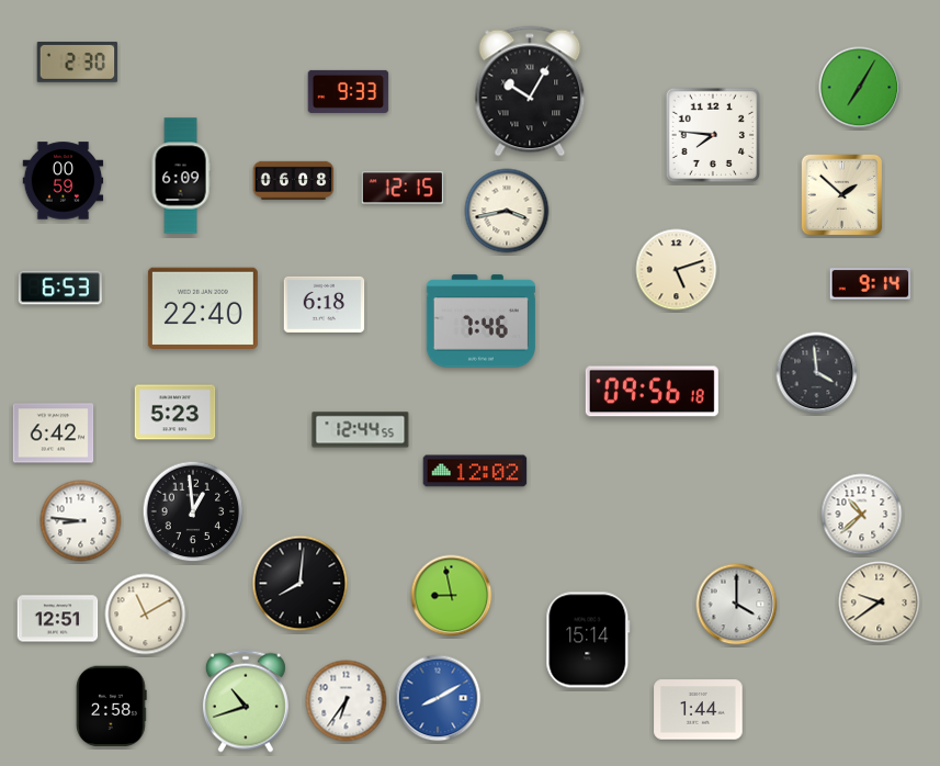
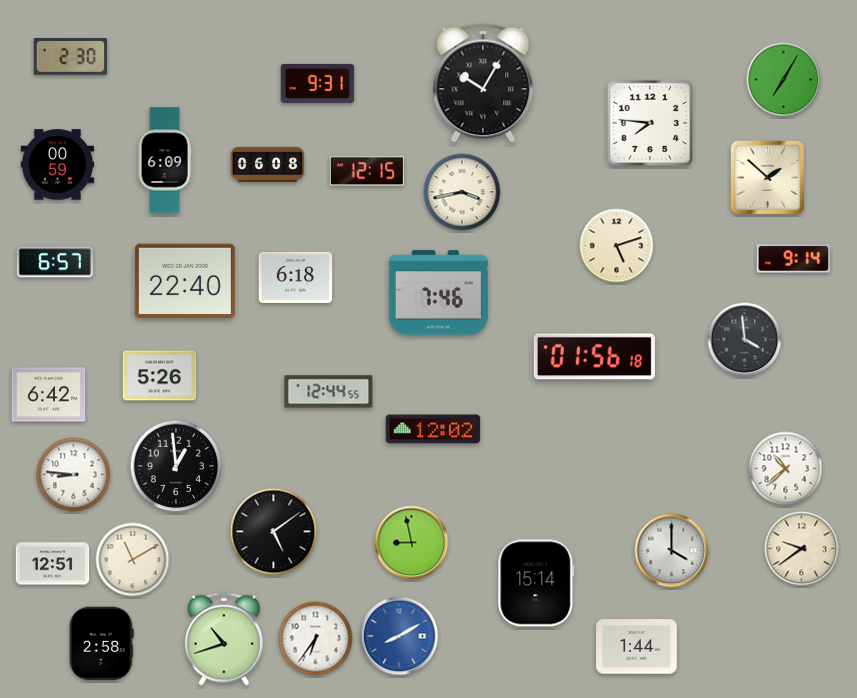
clock at (349, 91): 9:33 -> 9:31
clock at (60, 288): 6:53 -> 6:57
clock at (652, 392): 09:56 -> 01:56
clock at (175, 413): 5:23 -> 5:26
clock at (301, 584): 8:01 -> 5:09
